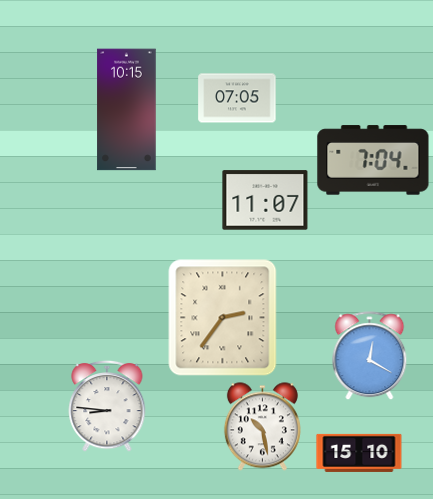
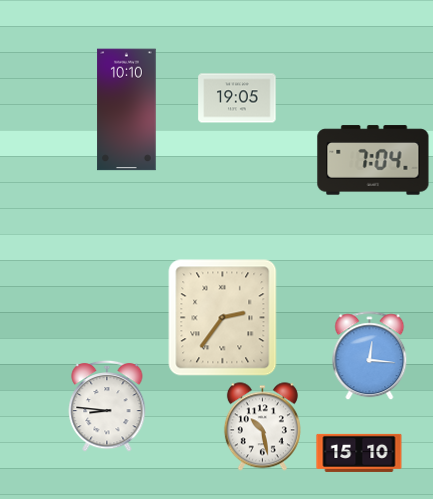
clock at (237, 98): 07:05 -> 19:05
clock at (127, 110): 10:15 -> 10:10
clock at (265, 200): 11:07 -> none
clock at (370, 356): 12:20 -> 12:16
